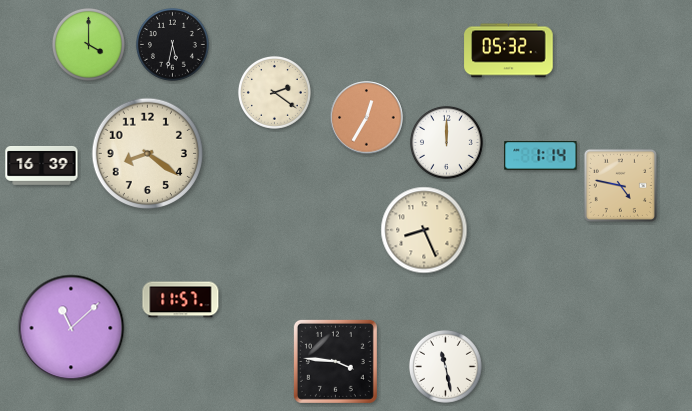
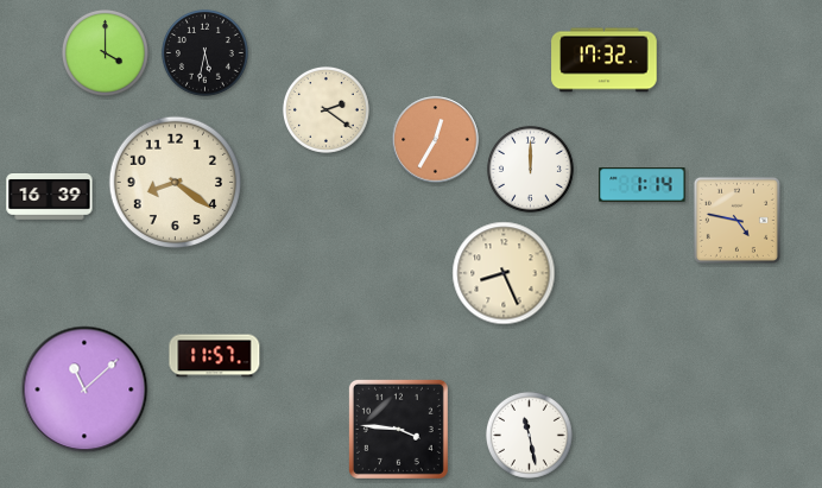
clock at (509, 51): 05:32 -> 17:32
